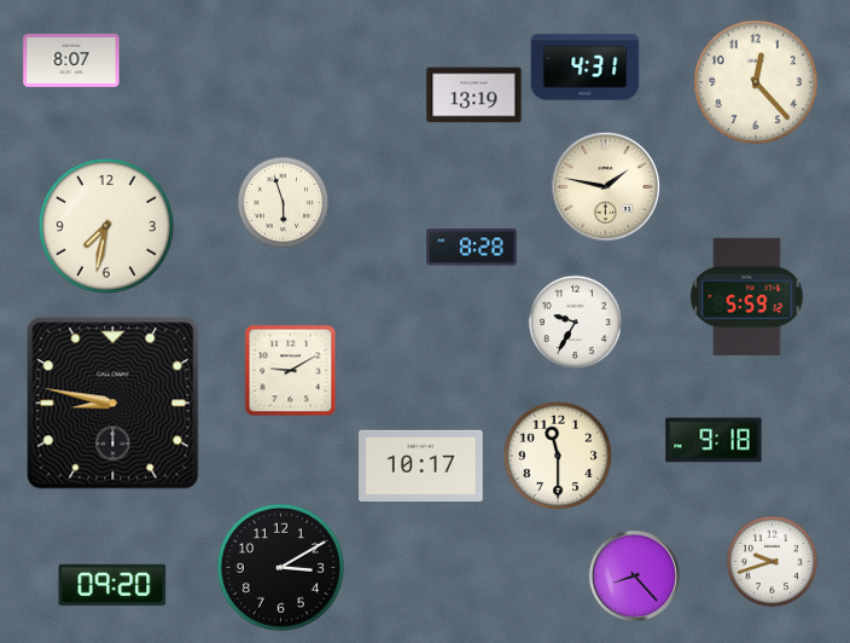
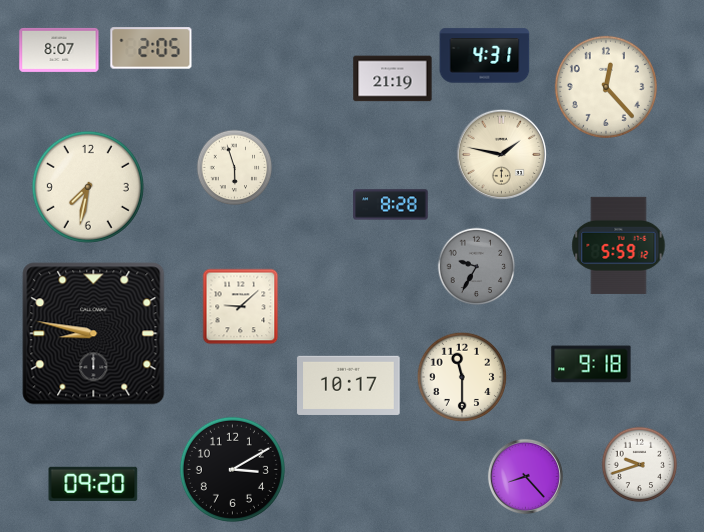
clock at (151, 48): none -> 2:05
clock at (756, 82) position: (756, 82) -> (606, 87)
clock at (475, 95): 13:19 -> 21:19
clock at (576, 323) dial: white -> grey
clock at (291, 371): 9:10 -> 9:08
